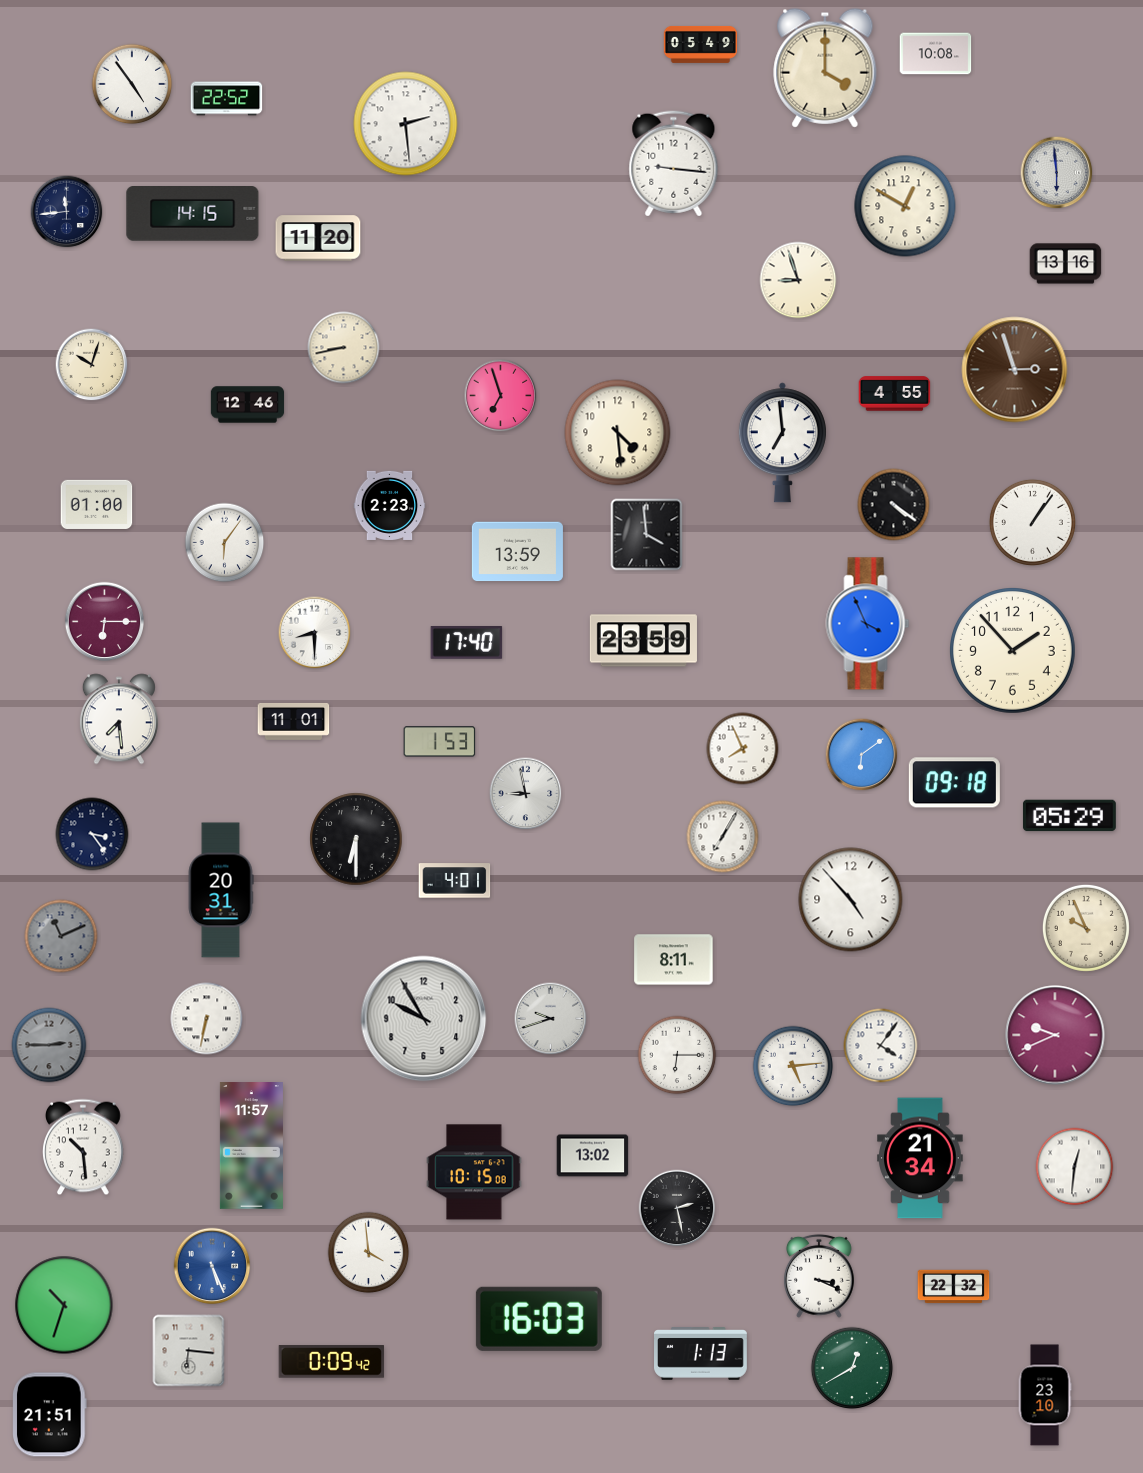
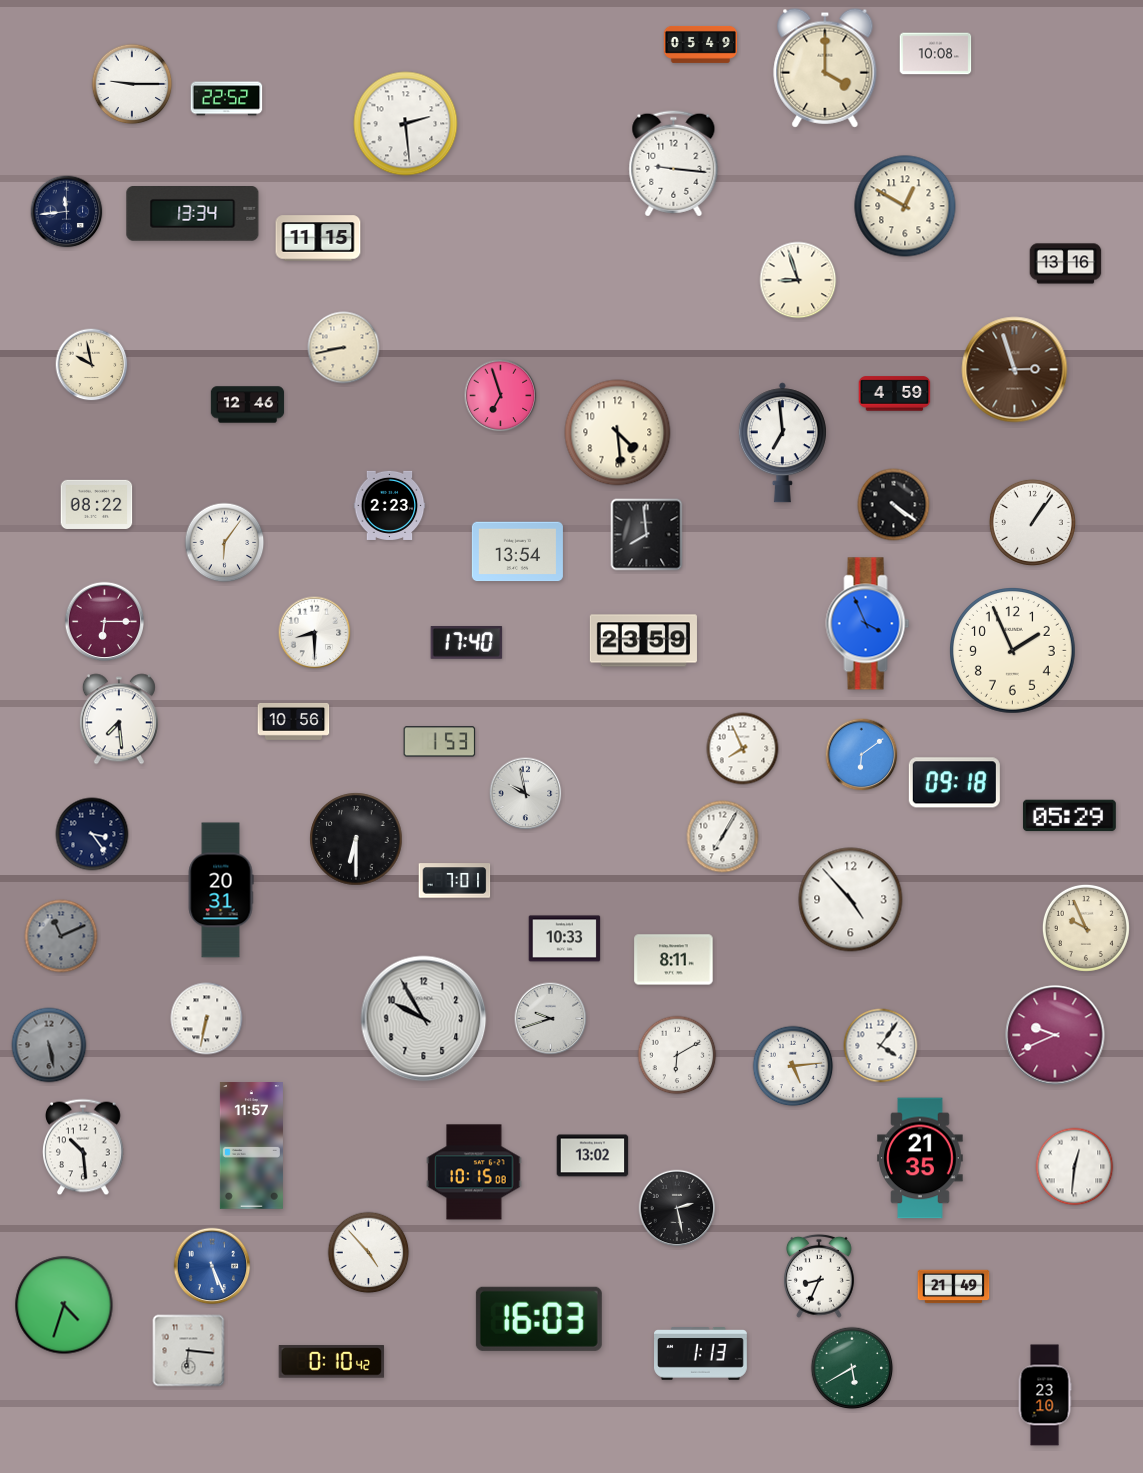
clock at (132, 84): 4:54 -> 9:15
clock at (1057, 173): 5:59 -> none
clock at (193, 214): 14:15 -> 13:34
clock at (318, 238): 11:20 -> 11:15
clock at (92, 365): 10:03 -> 9:58
clock at (895, 394): 4:55 -> 4:59
clock at (97, 504): 01:00 -> 08:22
clock at (647, 535): 3:59 -> 7:59
clock at (517, 552): 13:59 -> 13:54
clock at (1013, 651): 1:53 -> 1:56
clock at (294, 721): 11:01 -> 10:56
clock at (526, 794): 8:58 -> 9:58
clock at (455, 881): 4:01 -> 7:01
clock at (565, 939): none -> 10:33
clock at (49, 1045): 2:45 -> 5:28
clock at (677, 1055): 6:15 -> 6:10
clock at (920, 1158): 21:34 -> 21:35
clock at (369, 1253): 3:59 -> 4:53
clock at (820, 1276): 3:19 -> 8:34
clock at (954, 1287): 22:32 -> 21:49
clock at (64, 1305): 10:33 -> 4:33
clock at (332, 1362): 0:09 -> 0:10
clock at (852, 1368): 12:40 -> 5:40
clock at (50, 1415): 21:51 -> none
